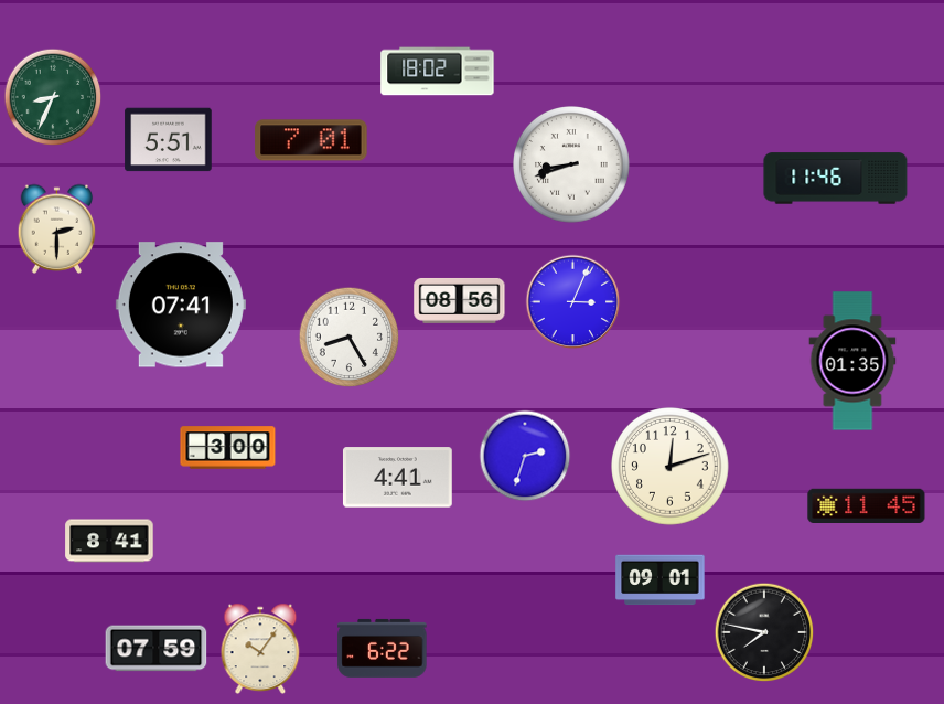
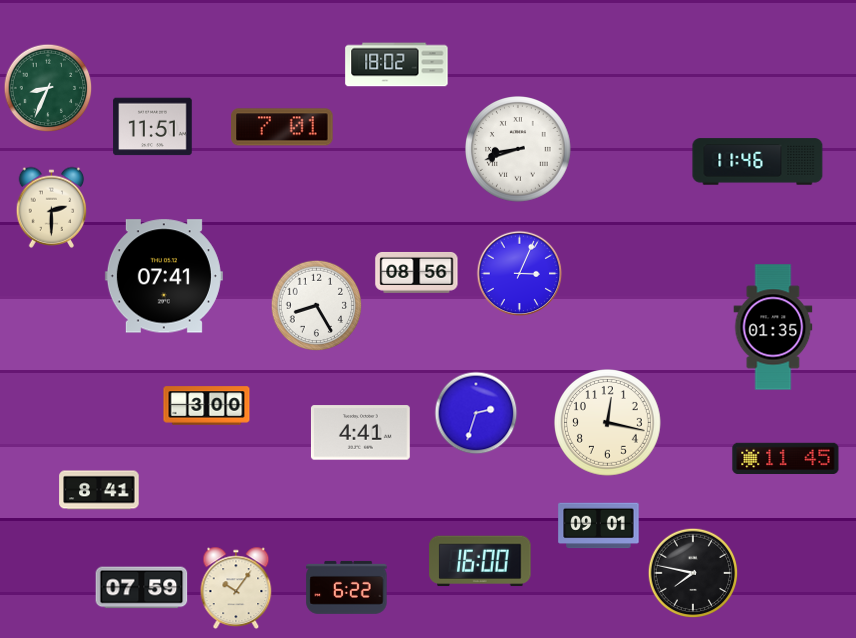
clock at (169, 140): 5:51 -> 11:51
clock at (671, 467): 12:12 -> 12:17
clock at (480, 561): none -> 16:00
